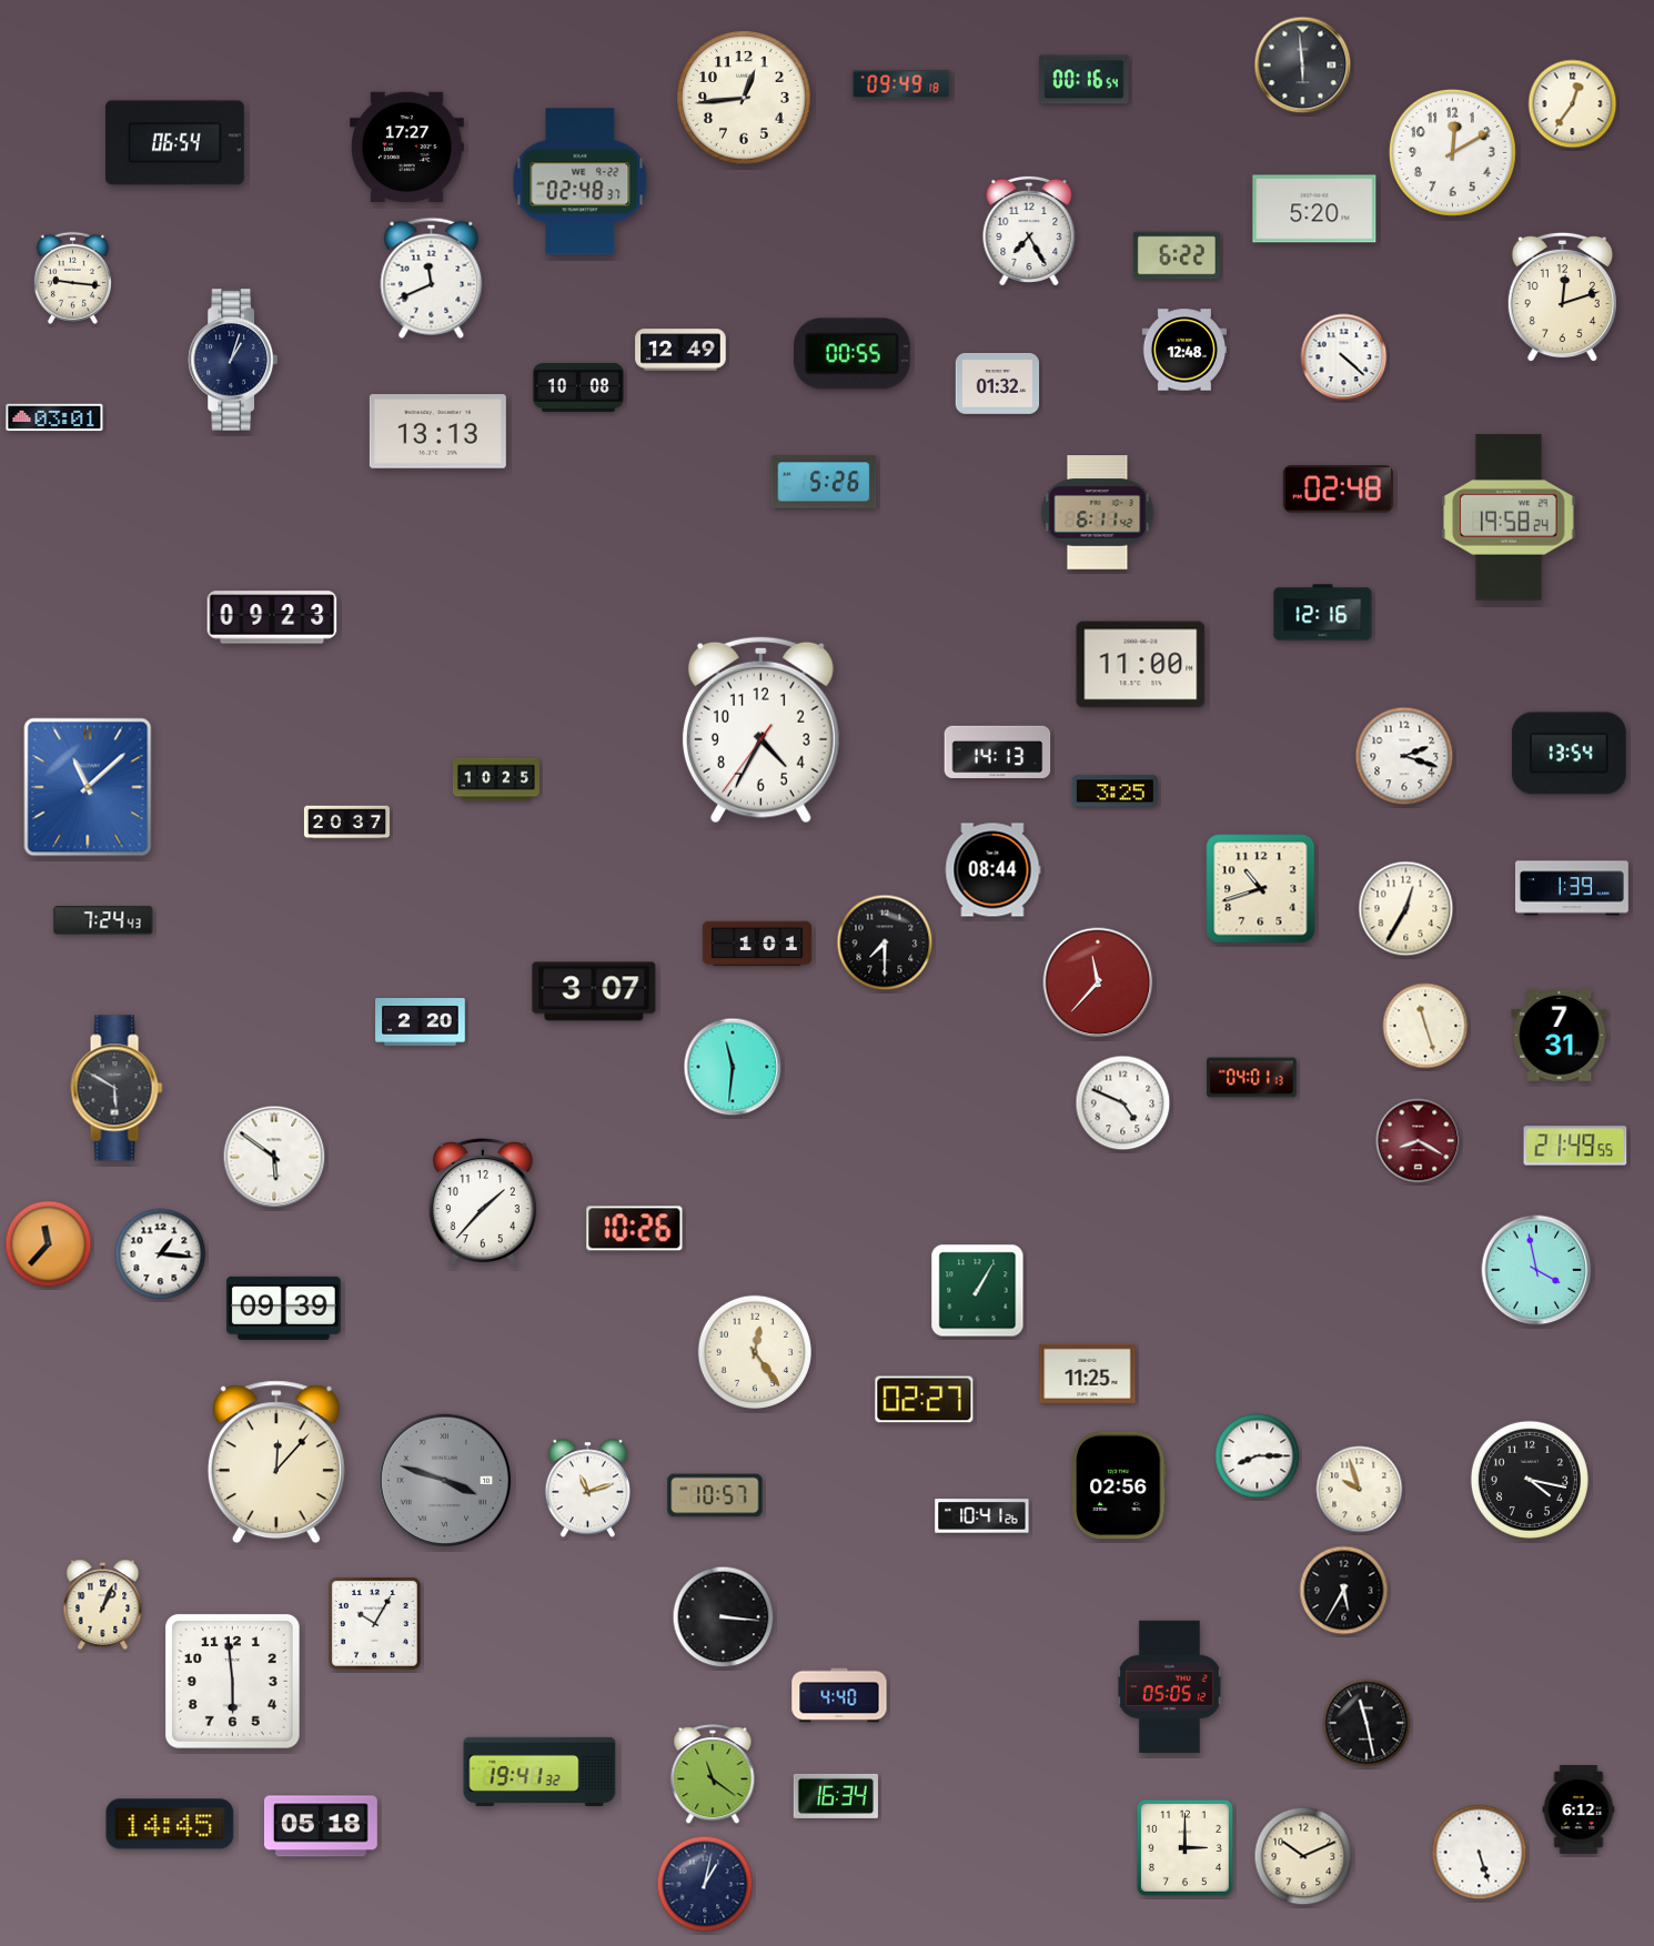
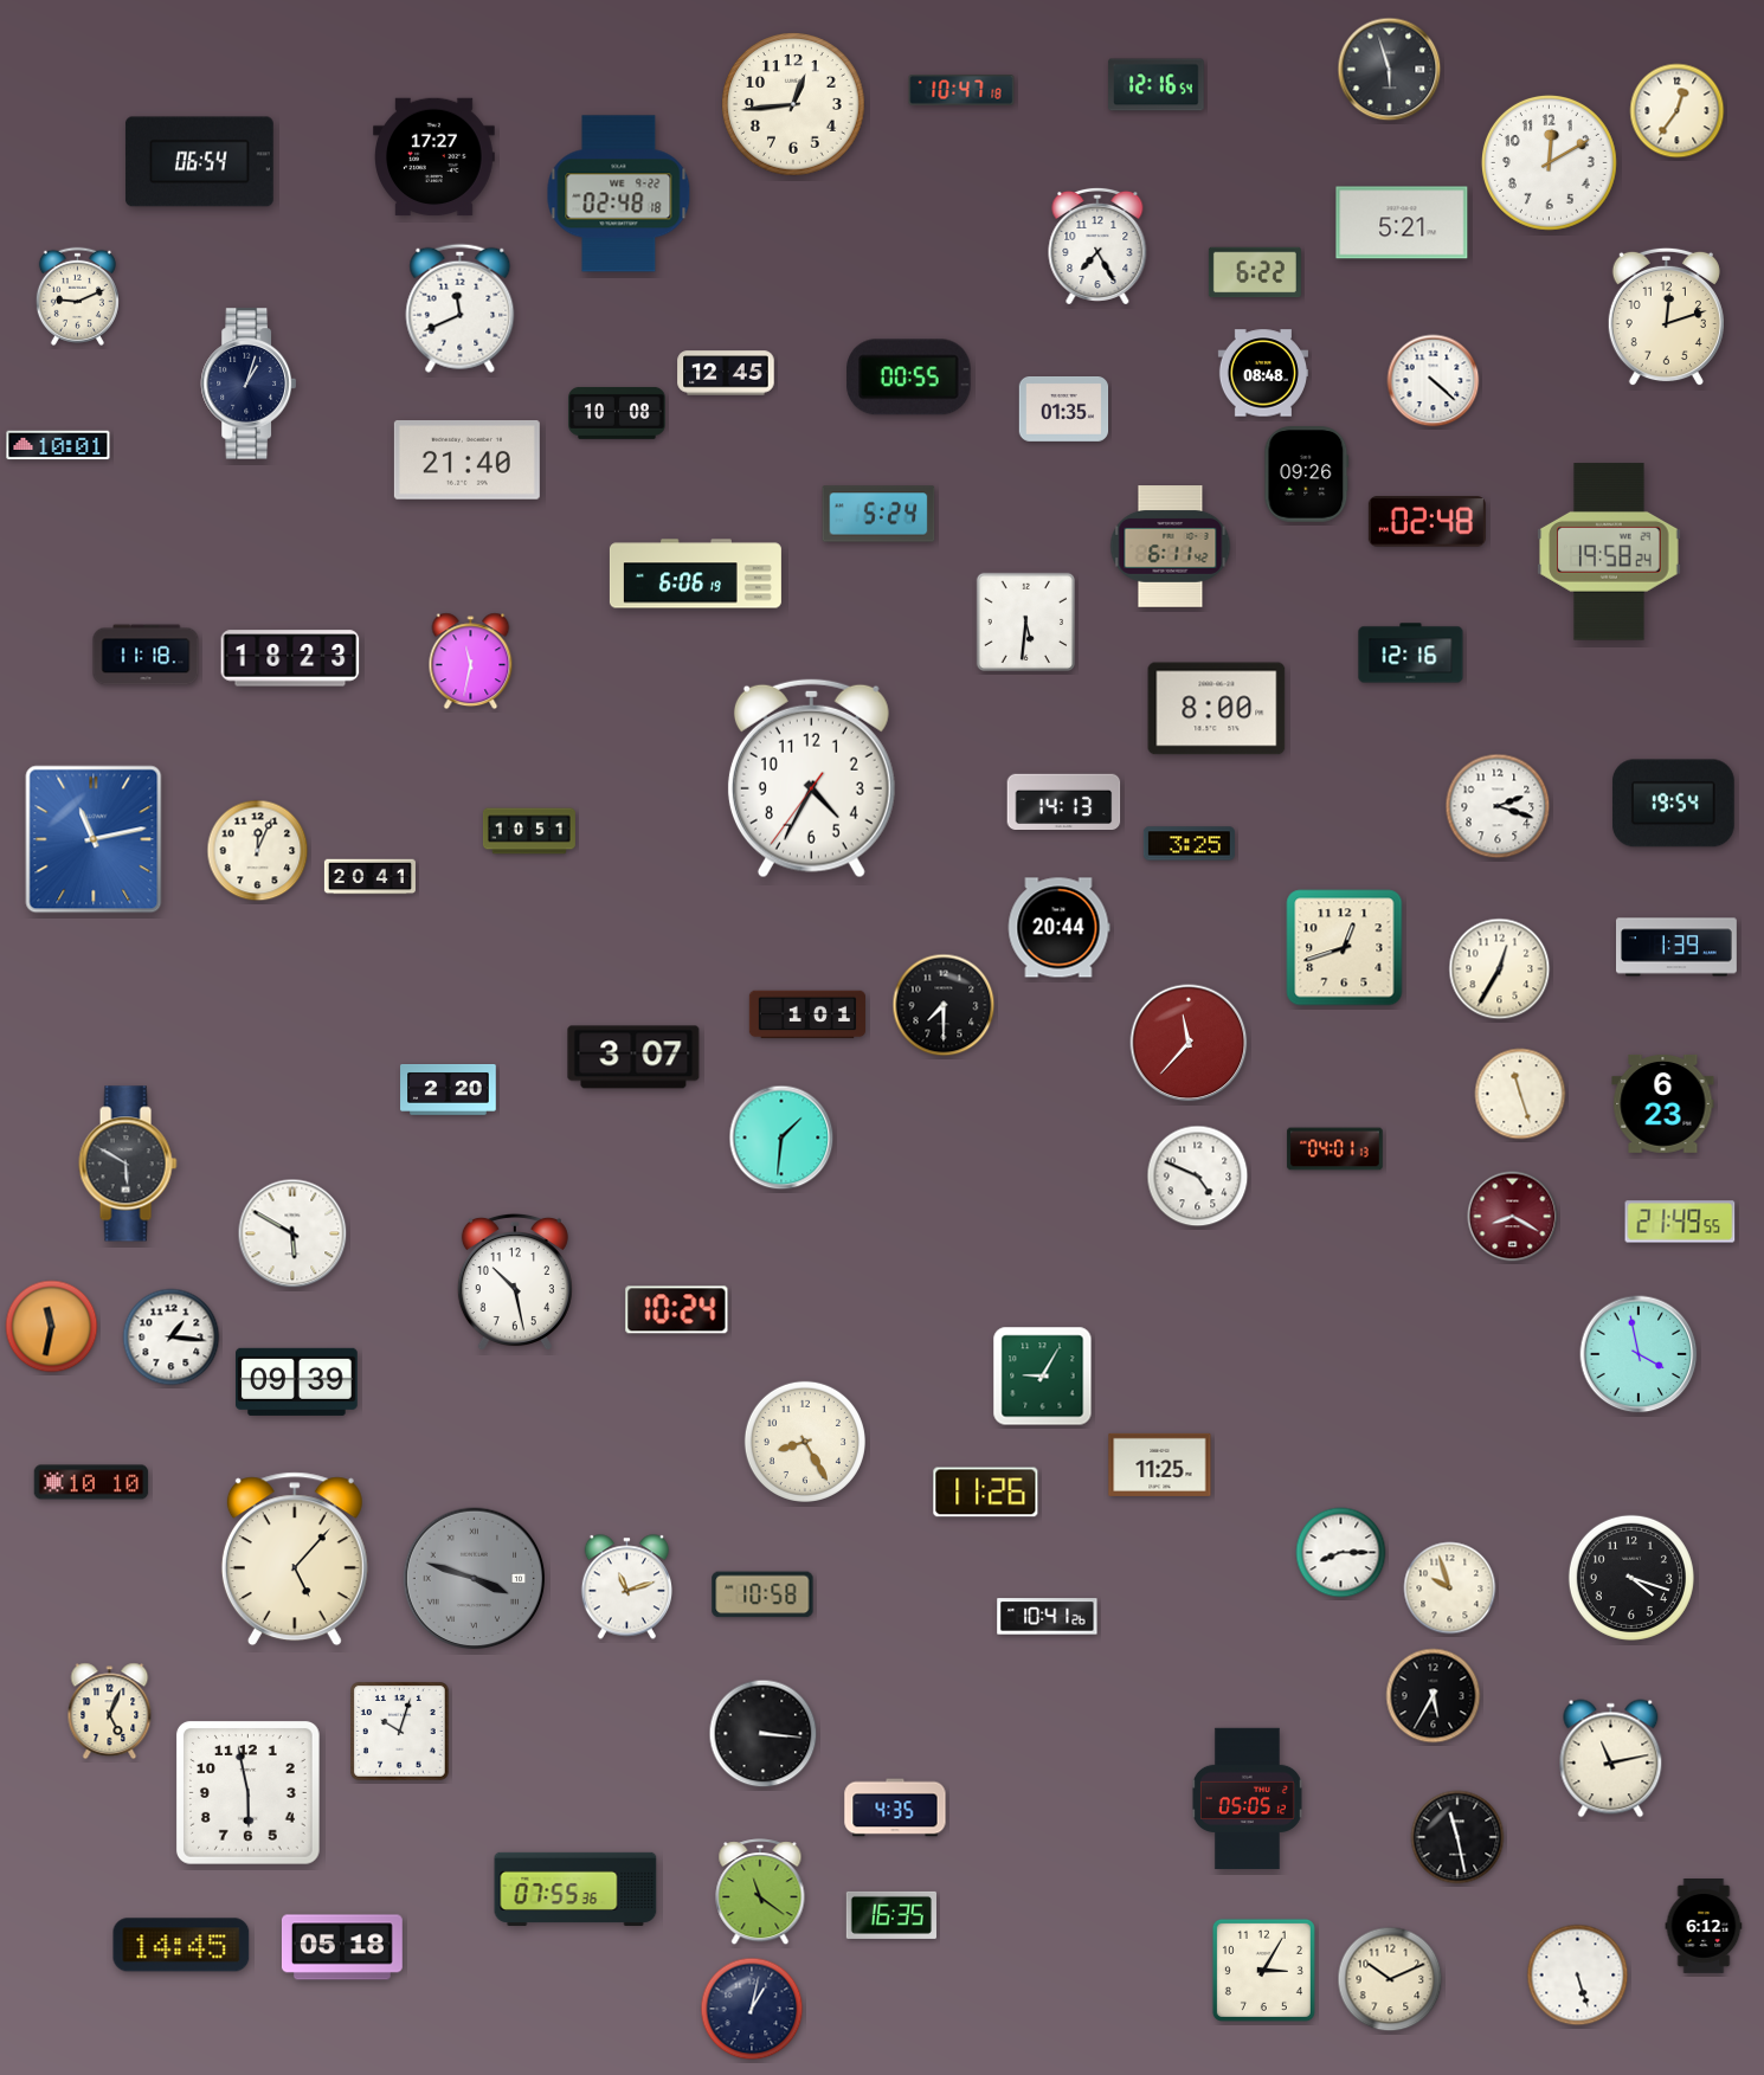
clock at (1303, 65): 5:59 -> 5:57
clock at (1085, 80): 00:16 -> 12:16
clock at (901, 84): 09:49 -> 10:47
clock at (174, 143) position: (174, 143) -> (199, 162)
clock at (581, 182): 02:48:37 -> 02:48:18
clock at (1314, 209): 5:20 -> 5:21
clock at (72, 278): 9:16 -> 9:11
clock at (432, 278) position: (432, 278) -> (461, 308)
clock at (680, 350): 12:49 -> 12:45
clock at (1183, 350): 12:48 -> 08:48
clock at (998, 384): 01:32 -> 01:35
clock at (54, 417): 03:01 -> 10:01
clock at (437, 432): 13:13 -> 21:40
clock at (1307, 475): none -> 09:26
clock at (824, 482): 5:26 -> 5:24
clock at (695, 574): none -> 6:06
clock at (1025, 621): none -> 5:31
clock at (146, 655): none -> 11:18
clock at (272, 617): 09:23 -> 18:23
clock at (471, 662): none -> 11:32
clock at (1141, 665): 11:00 -> 8:00
clock at (1569, 754): 13:54 -> 19:54
clock at (496, 779): 10:25 -> 10:51
clock at (88, 787): 11:08 -> 11:13
clock at (258, 851): none -> 12:04
clock at (346, 823): 20:37 -> 20:41
clock at (992, 870): 08:44 -> 20:44
clock at (1261, 889): 10:42 -> 12:42
clock at (103, 920): 7:24 -> none
clock at (756, 944) position: (756, 944) -> (806, 1014)
clock at (1098, 982) position: (1098, 982) -> (1189, 1043)
clock at (1560, 1035): 7:31 -> 6:23
clock at (733, 1067): 11:31 -> 1:31
clock at (117, 1088) position: (117, 1088) -> (128, 1164)
clock at (274, 1157): 5:51 -> 5:50
clock at (483, 1202): 1:37 -> 10:28
clock at (635, 1229): 10:26 -> 10:24
clock at (49, 1244): 11:37 -> 11:32
clock at (978, 1291): 1:05 -> 9:05
clock at (284, 1308) position: (284, 1308) -> (297, 1381)
clock at (755, 1352): 12:24 -> 8:25
clock at (91, 1482): none -> 10:10
clock at (925, 1400): 02:27 -> 11:26
clock at (276, 1462): 12:07 -> 5:07
clock at (1530, 1480): 4:17 -> 4:18
clock at (1119, 1485): 02:56 -> none
clock at (715, 1495): 10:57 -> 10:58
clock at (103, 1605): 1:04 -> 5:04
clock at (724, 1617) position: (724, 1617) -> (764, 1734)
clock at (375, 1624): 10:05 -> 10:03
clock at (1611, 1759): none -> 11:13
clock at (233, 1682): 5:59 -> 5:58
clock at (839, 1695): 4:40 -> 4:35
clock at (539, 1772): 19:41 -> 07:55
clock at (836, 1796): 16:34 -> 16:35
clock at (1579, 1809) position: (1579, 1809) -> (1704, 1926)
clock at (1184, 1847): 3:00 -> 3:05
